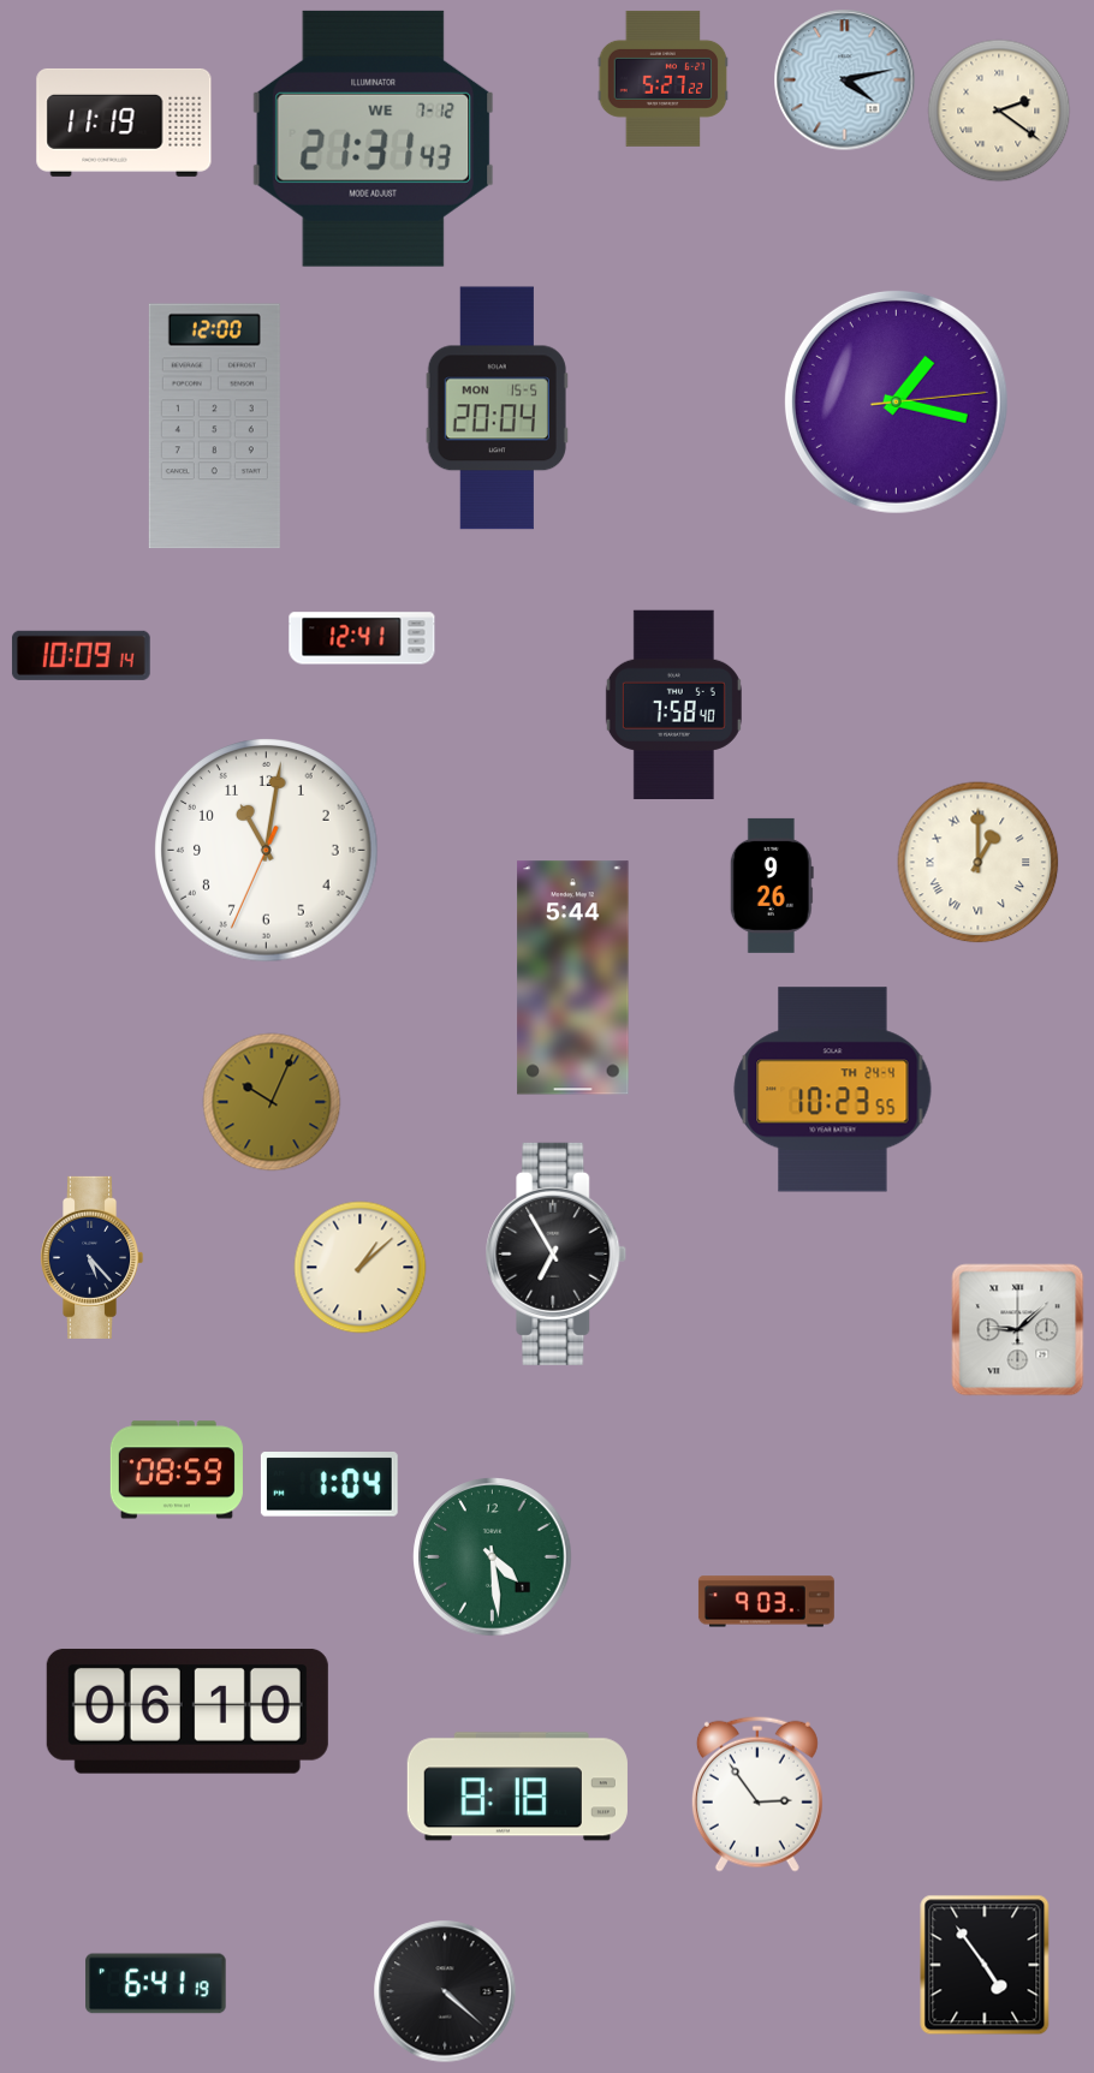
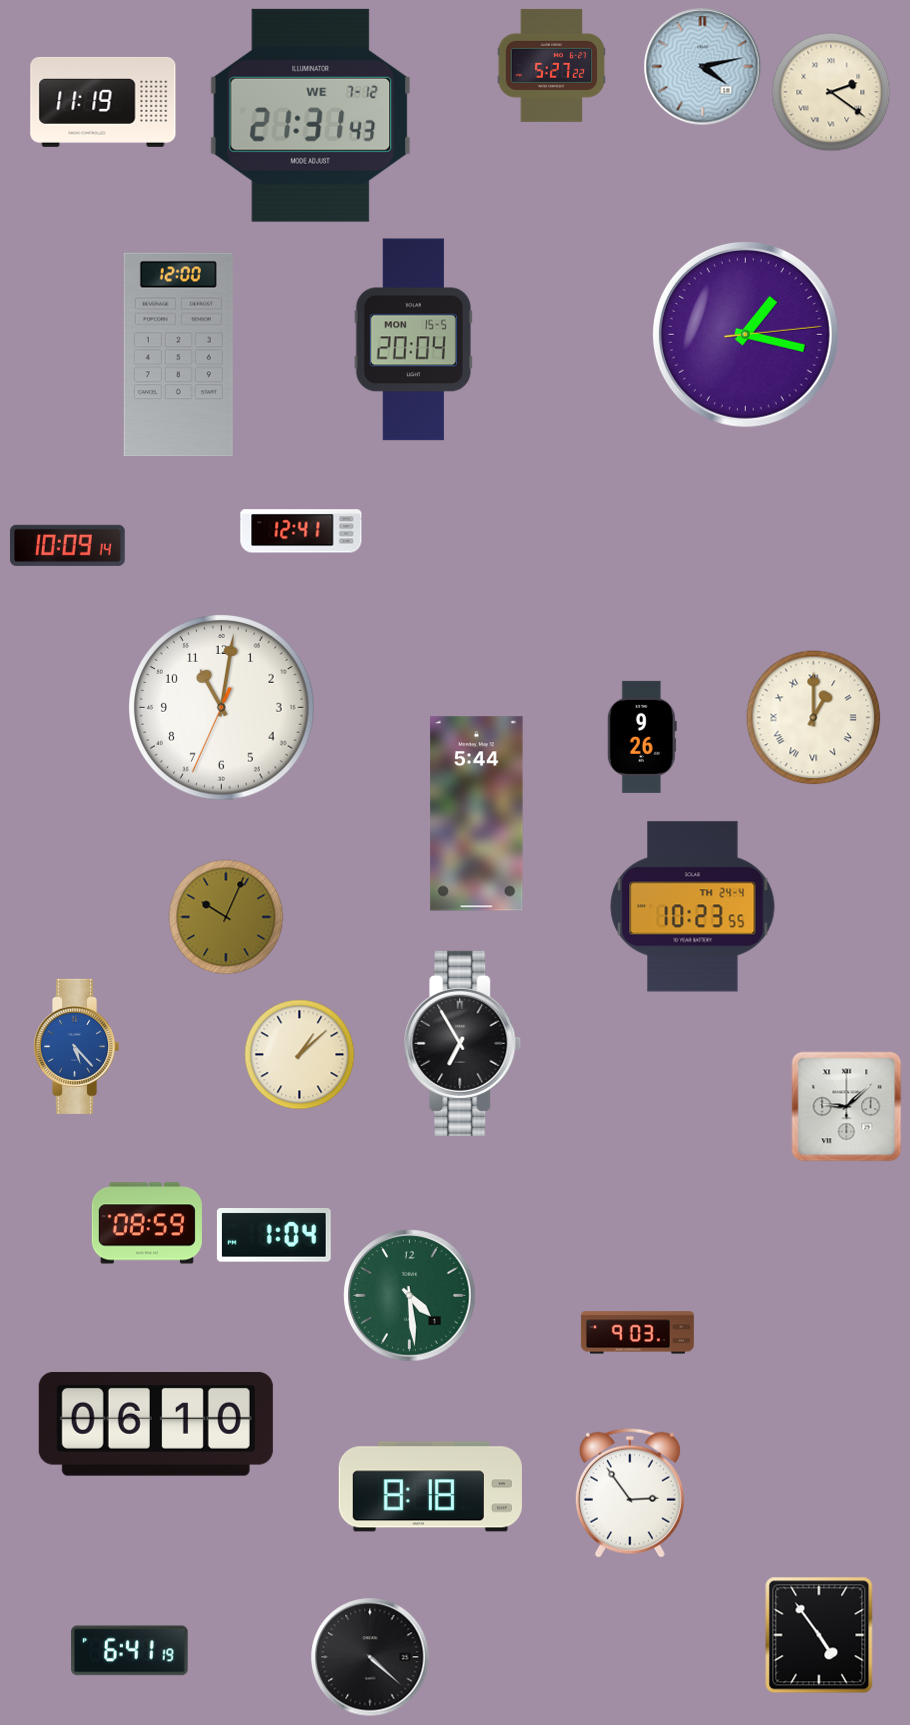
clock at (673, 704): 7:58 -> none
clock at (93, 1257) dial: navy -> blue
